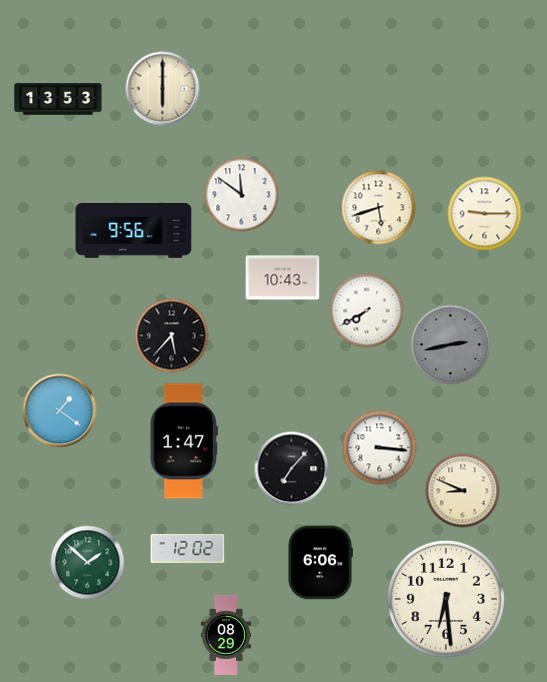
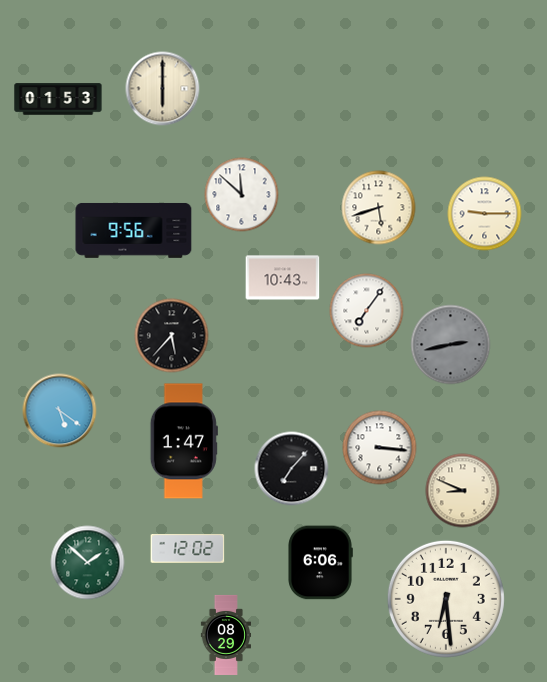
clock at (58, 99): 13:53 -> 01:53
clock at (242, 195): 11:51 -> 11:52
clock at (367, 311): 7:40 -> 7:06
clock at (60, 411): 1:21 -> 5:21
